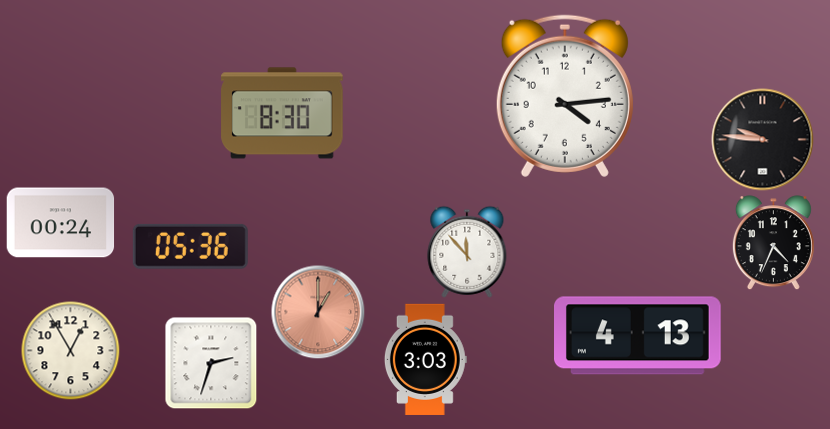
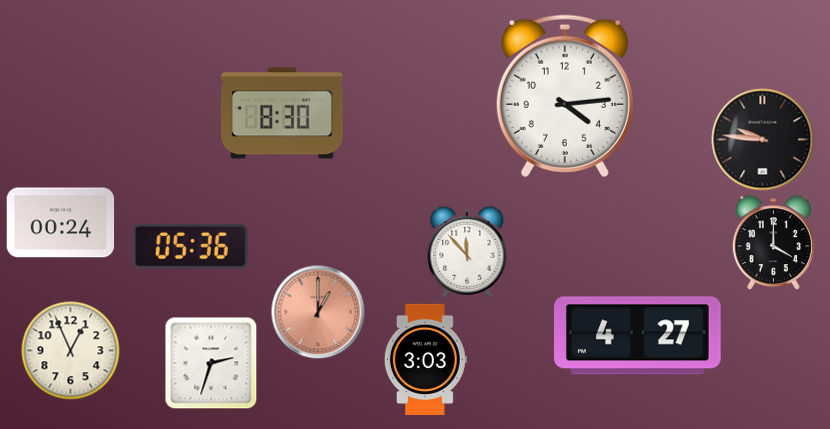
clock at (773, 243): 4:34 -> 4:00
clock at (638, 336): 4:13 -> 4:27
clock at (71, 351): 12:55 -> 12:56
